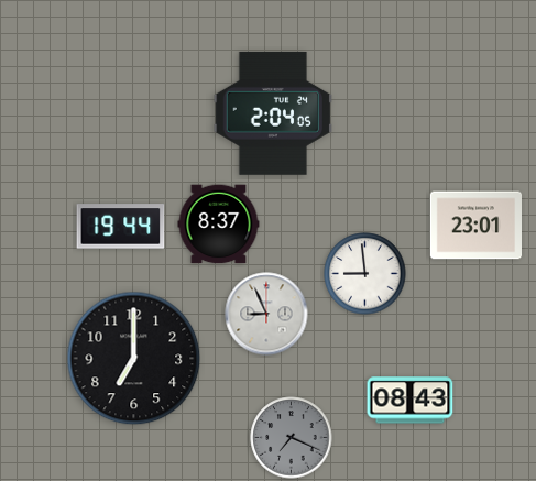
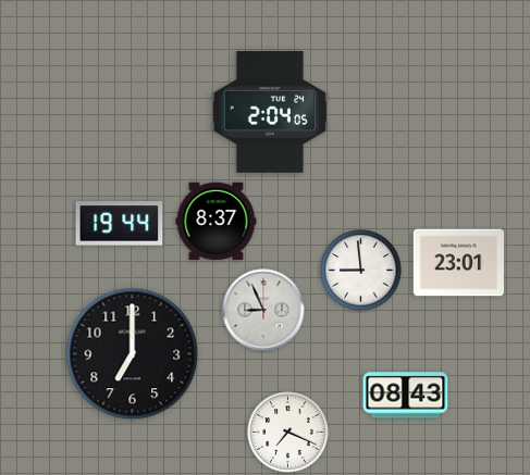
clock at (475, 226) position: (475, 226) -> (458, 263)
clock at (292, 438) dial: grey -> white
